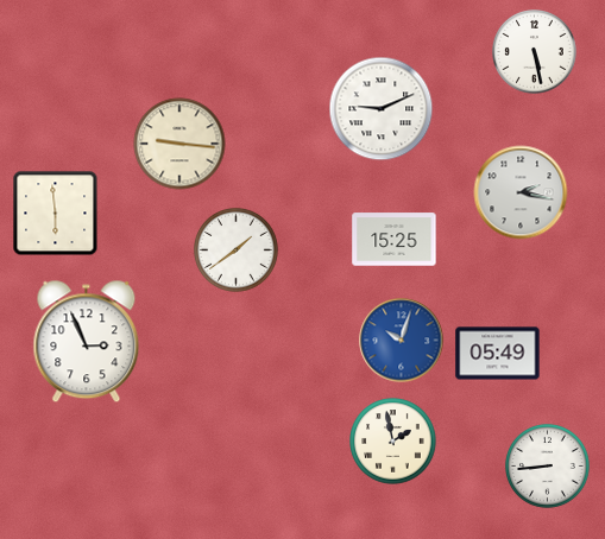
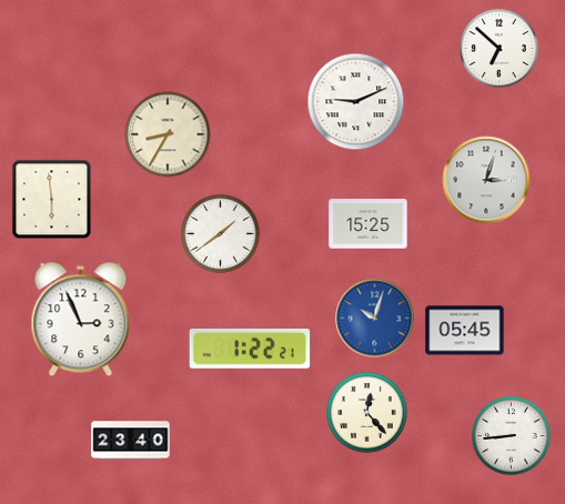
clock at (535, 52): 5:28 -> 6:52
clock at (179, 144): 9:16 -> 8:35
clock at (521, 192): 2:17 -> 3:03
clock at (498, 354): 05:49 -> 05:45
clock at (250, 350): none -> 1:22
clock at (393, 442): 1:58 -> 12:23
clock at (131, 441): none -> 23:40
